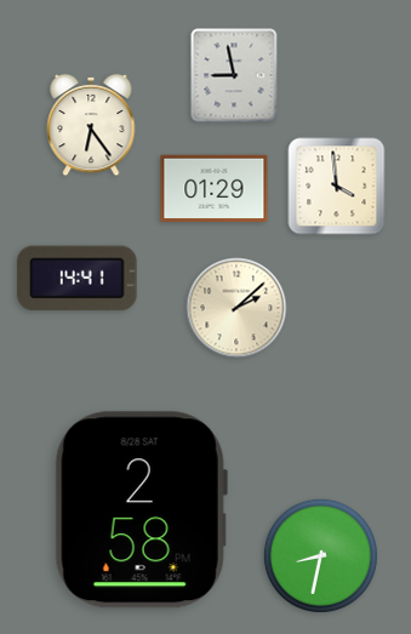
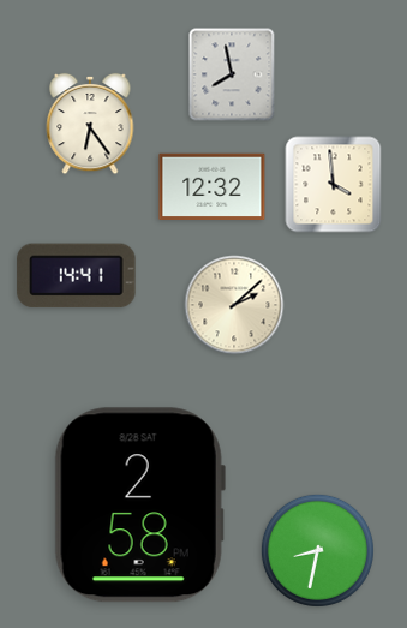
clock at (234, 75): 8:58 -> 7:58
clock at (215, 188): 01:29 -> 12:32
